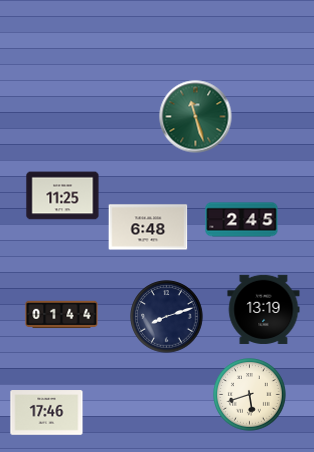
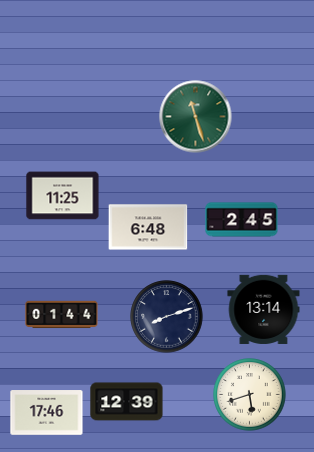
clock at (264, 309): 13:19 -> 13:14
clock at (127, 402): none -> 12:39
